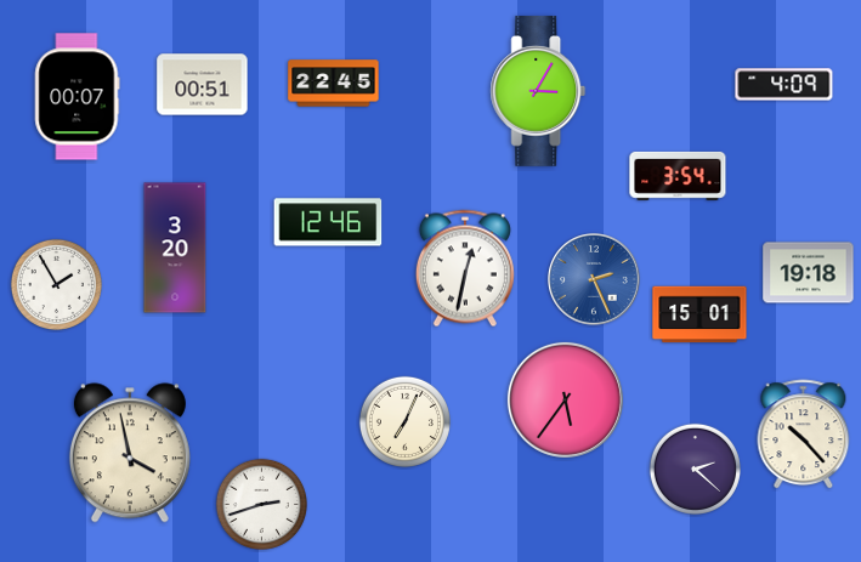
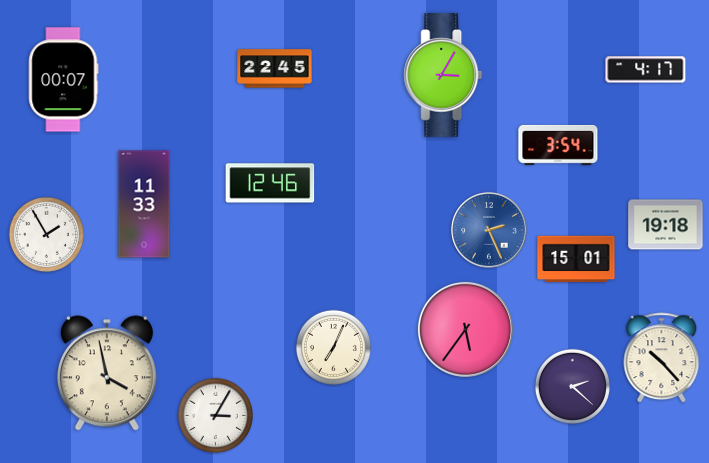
clock at (203, 85): 00:51 -> none
clock at (784, 85): 4:09 -> 4:17
clock at (175, 248): 3:20 -> 11:33
clock at (465, 268): 12:32 -> none
clock at (261, 504): 2:42 -> 3:05
